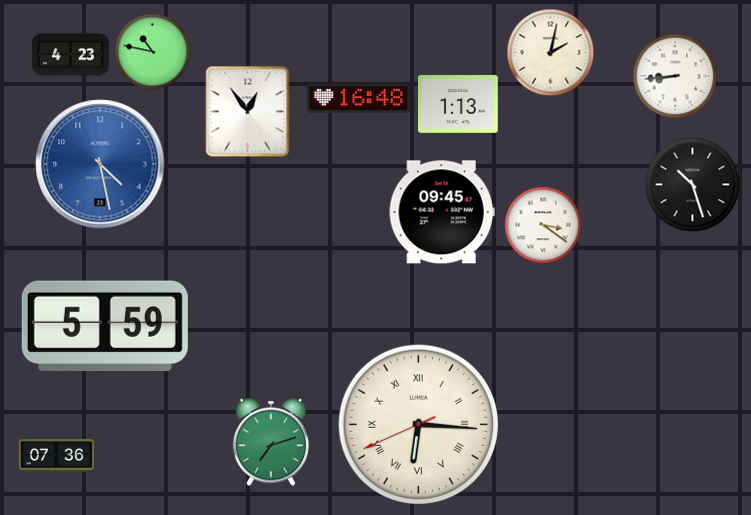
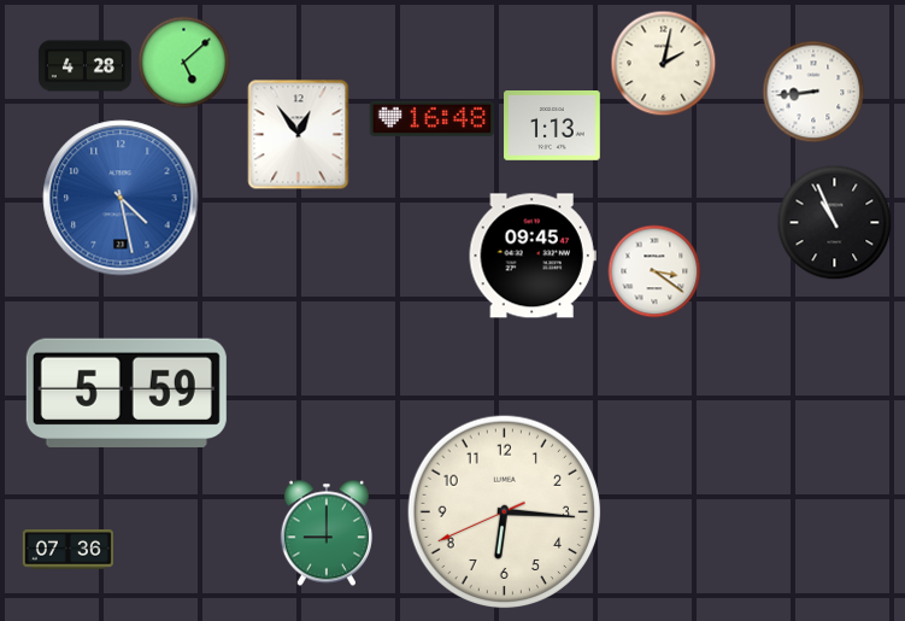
clock at (153, 52): 10:47 -> 5:08
clock at (70, 55): 4:23 -> 4:28
clock at (693, 185): 10:27 -> 10:56
clock at (419, 425) numerals: Roman -> Arabic
clock at (271, 442): 7:12 -> 9:00
